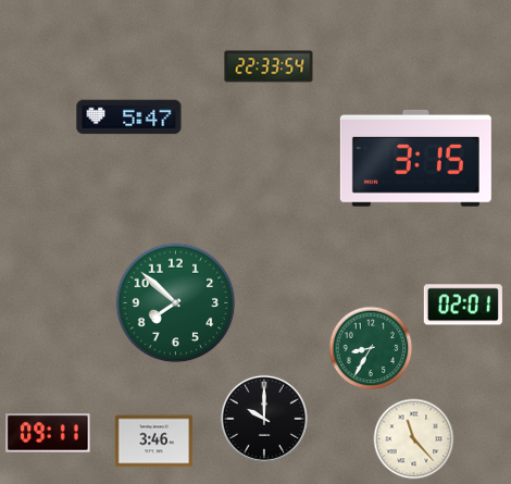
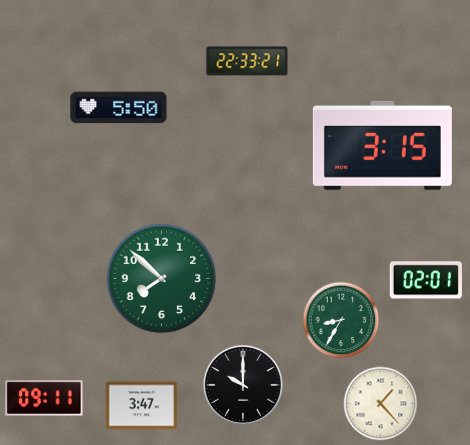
clock at (269, 66): 22:33:54 -> 22:33:21
clock at (129, 117): 5:47 -> 5:50
clock at (414, 439): 11:23 -> 1:23
clock at (154, 442): 3:46 -> 3:47
